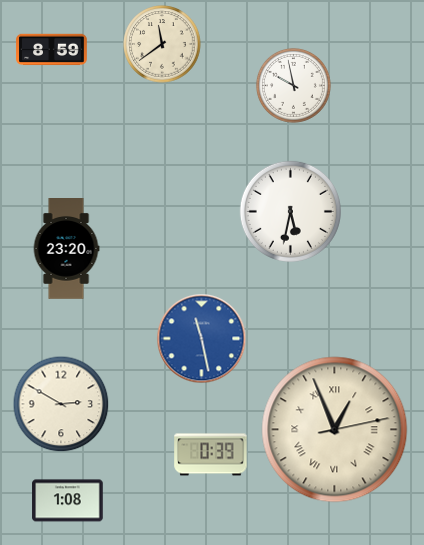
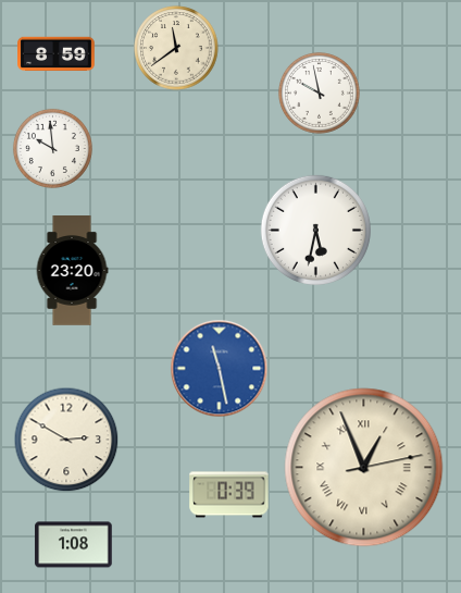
clock at (52, 148): none -> 9:59
